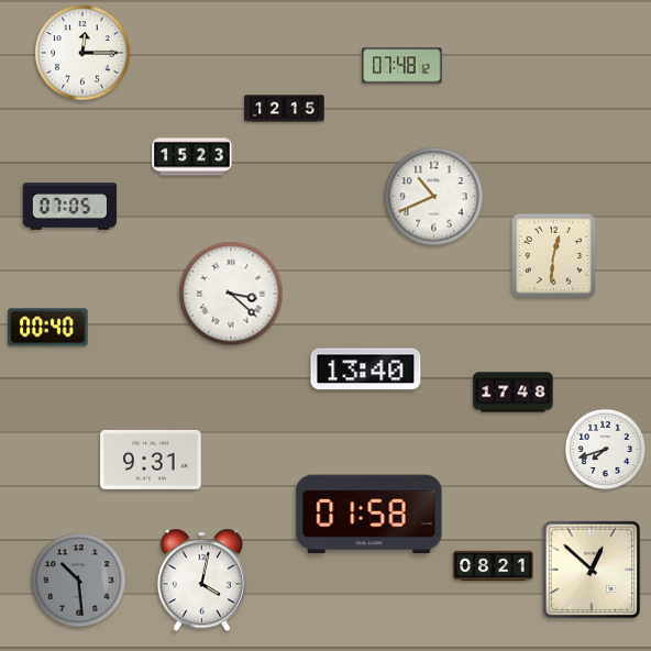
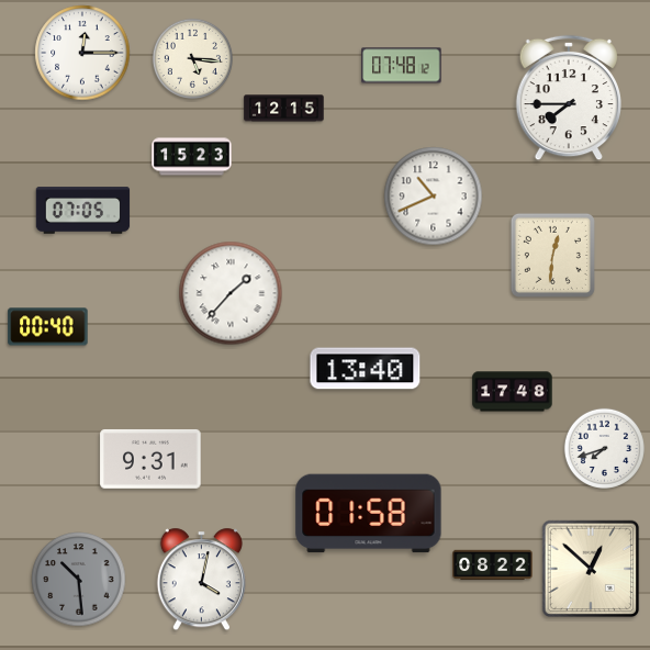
clock at (192, 58): none -> 5:16
clock at (568, 98): none -> 7:45
clock at (70, 207) position: (70, 207) -> (83, 211)
clock at (231, 294): 3:22 -> 1:37
clock at (494, 566): 08:21 -> 08:22
